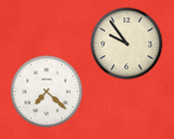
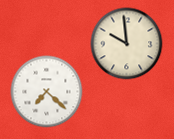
clock at (127, 44): 9:54 -> 9:59
